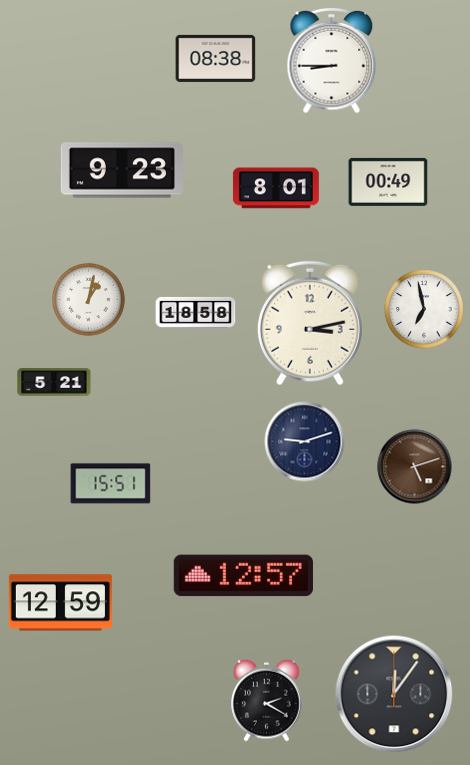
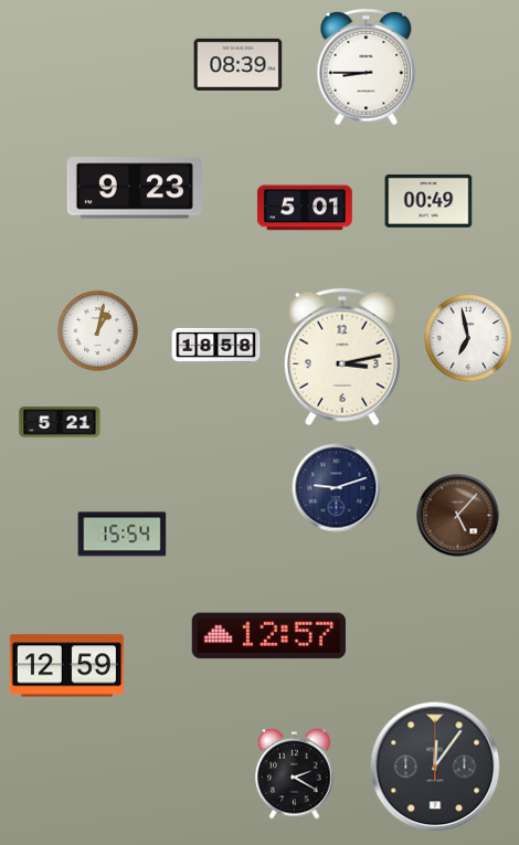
clock at (216, 58): 08:38 -> 08:39
clock at (276, 188): 8:01 -> 5:01
clock at (424, 309) position: (424, 309) -> (468, 338)
clock at (415, 467): 5:12 -> 5:07
clock at (111, 484): 15:51 -> 15:54
